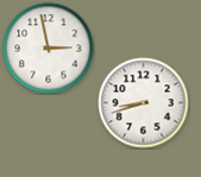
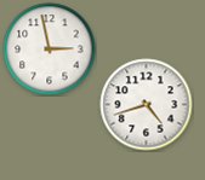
clock at (144, 103): 8:42 -> 4:42
